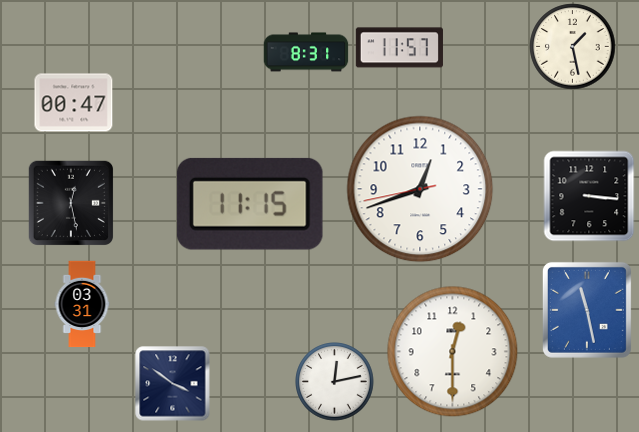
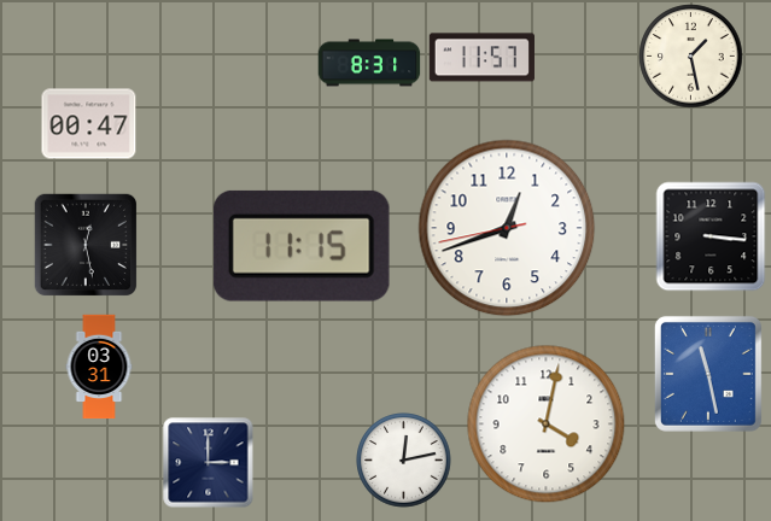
clock at (453, 352): 12:30 -> 4:02
clock at (173, 384): 3:51 -> 3:00
